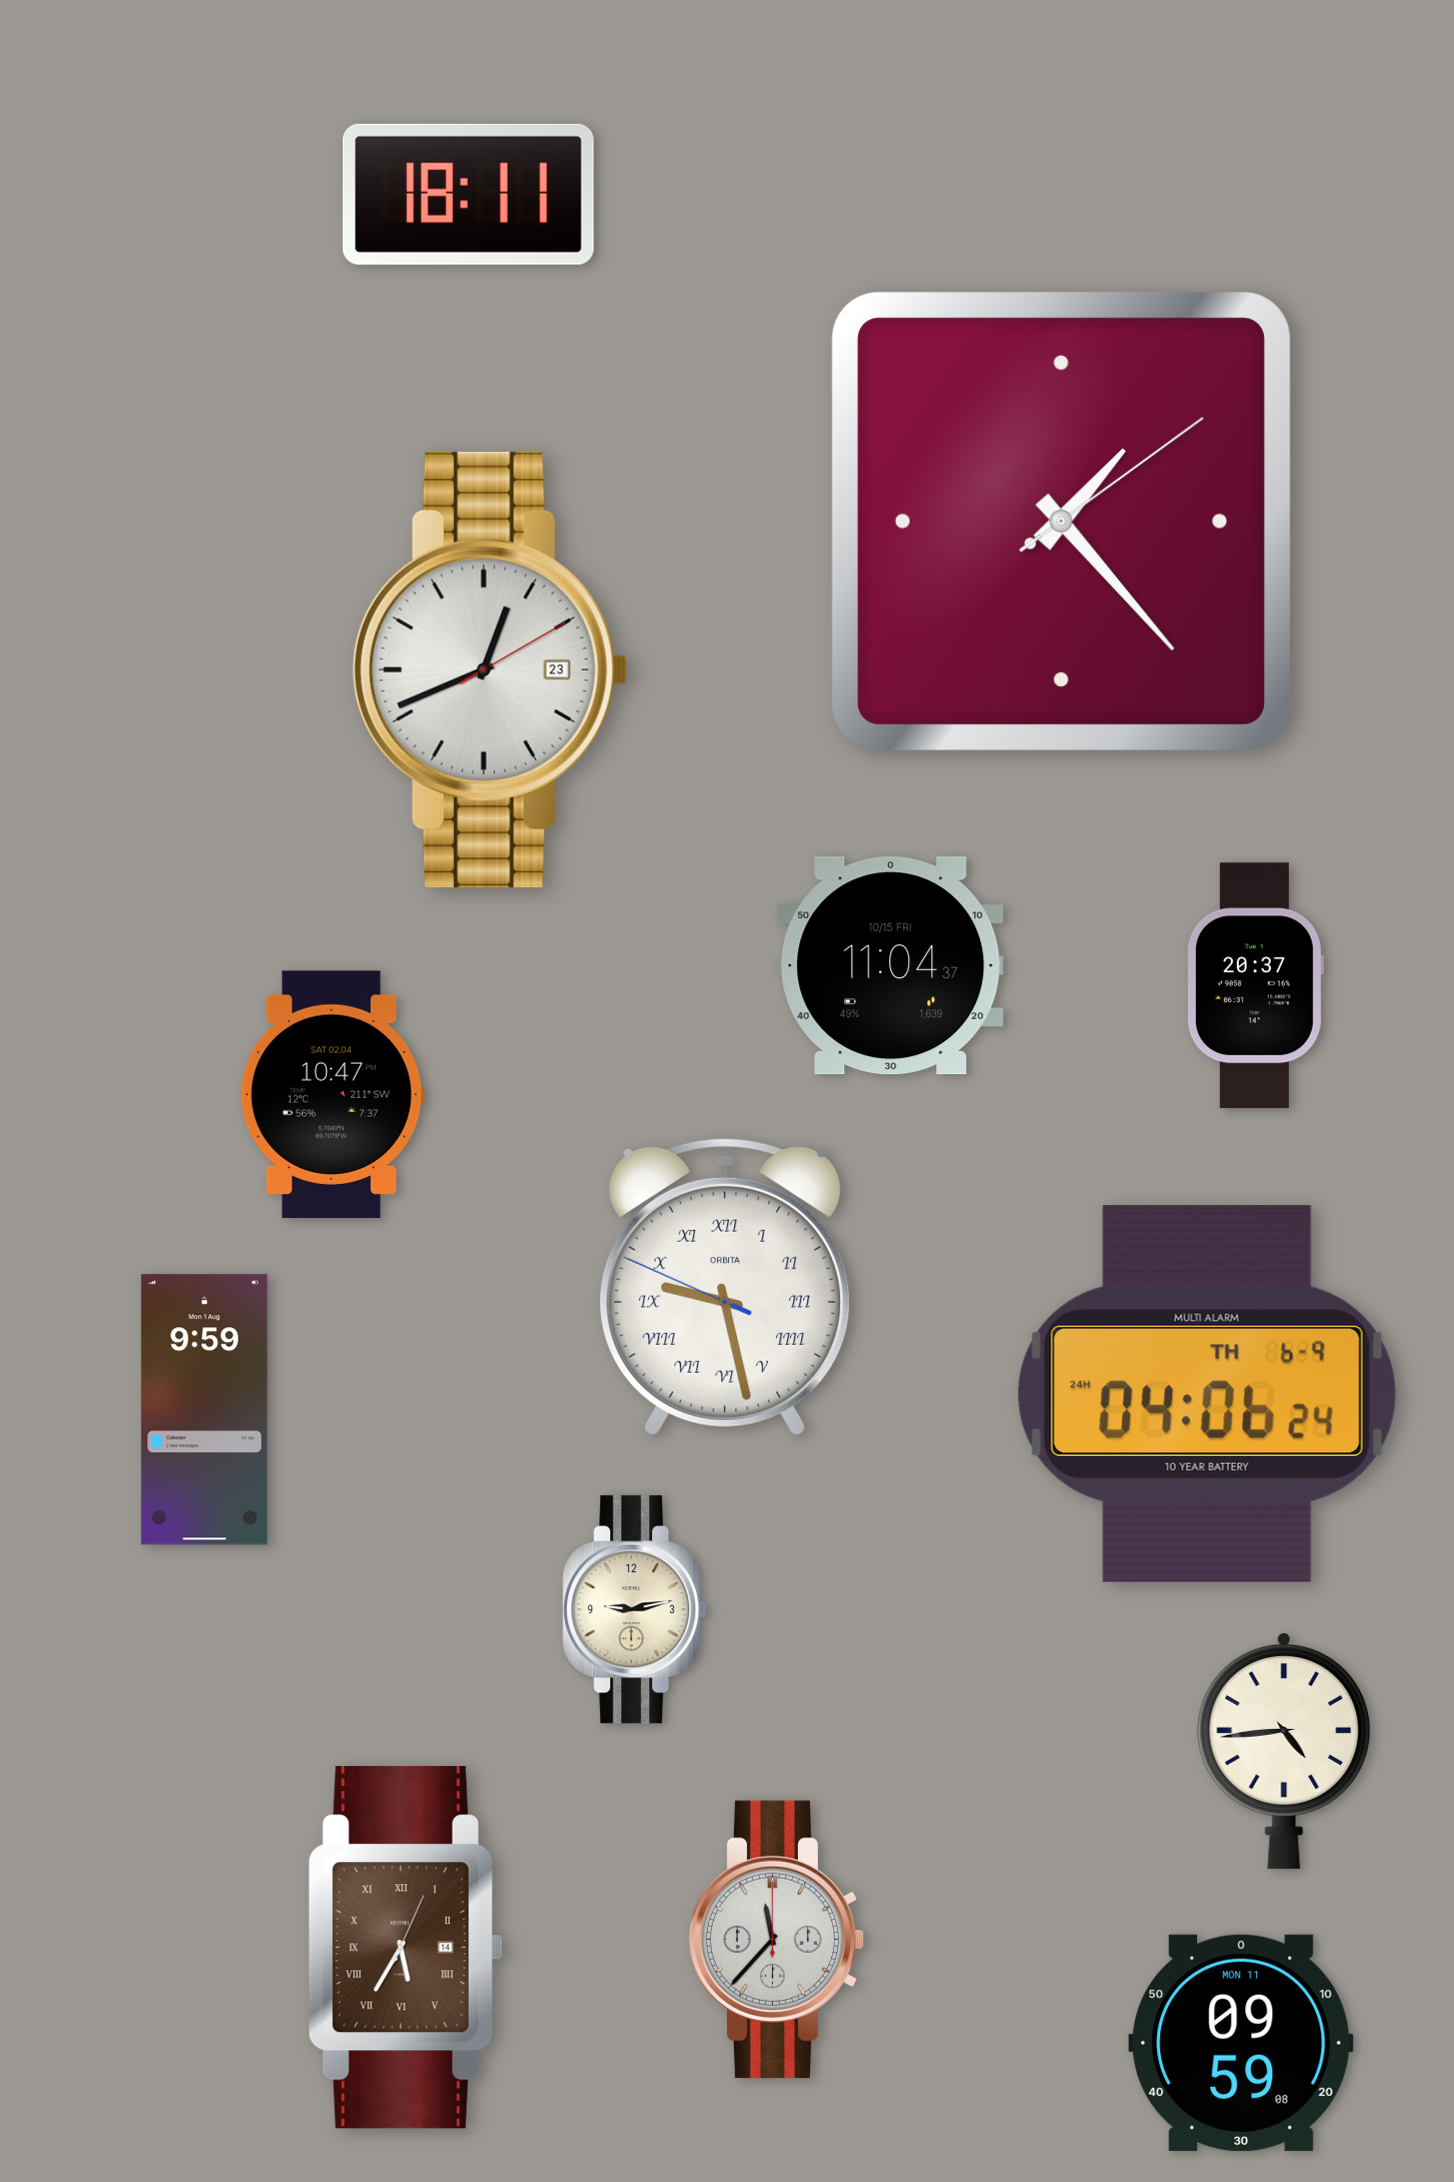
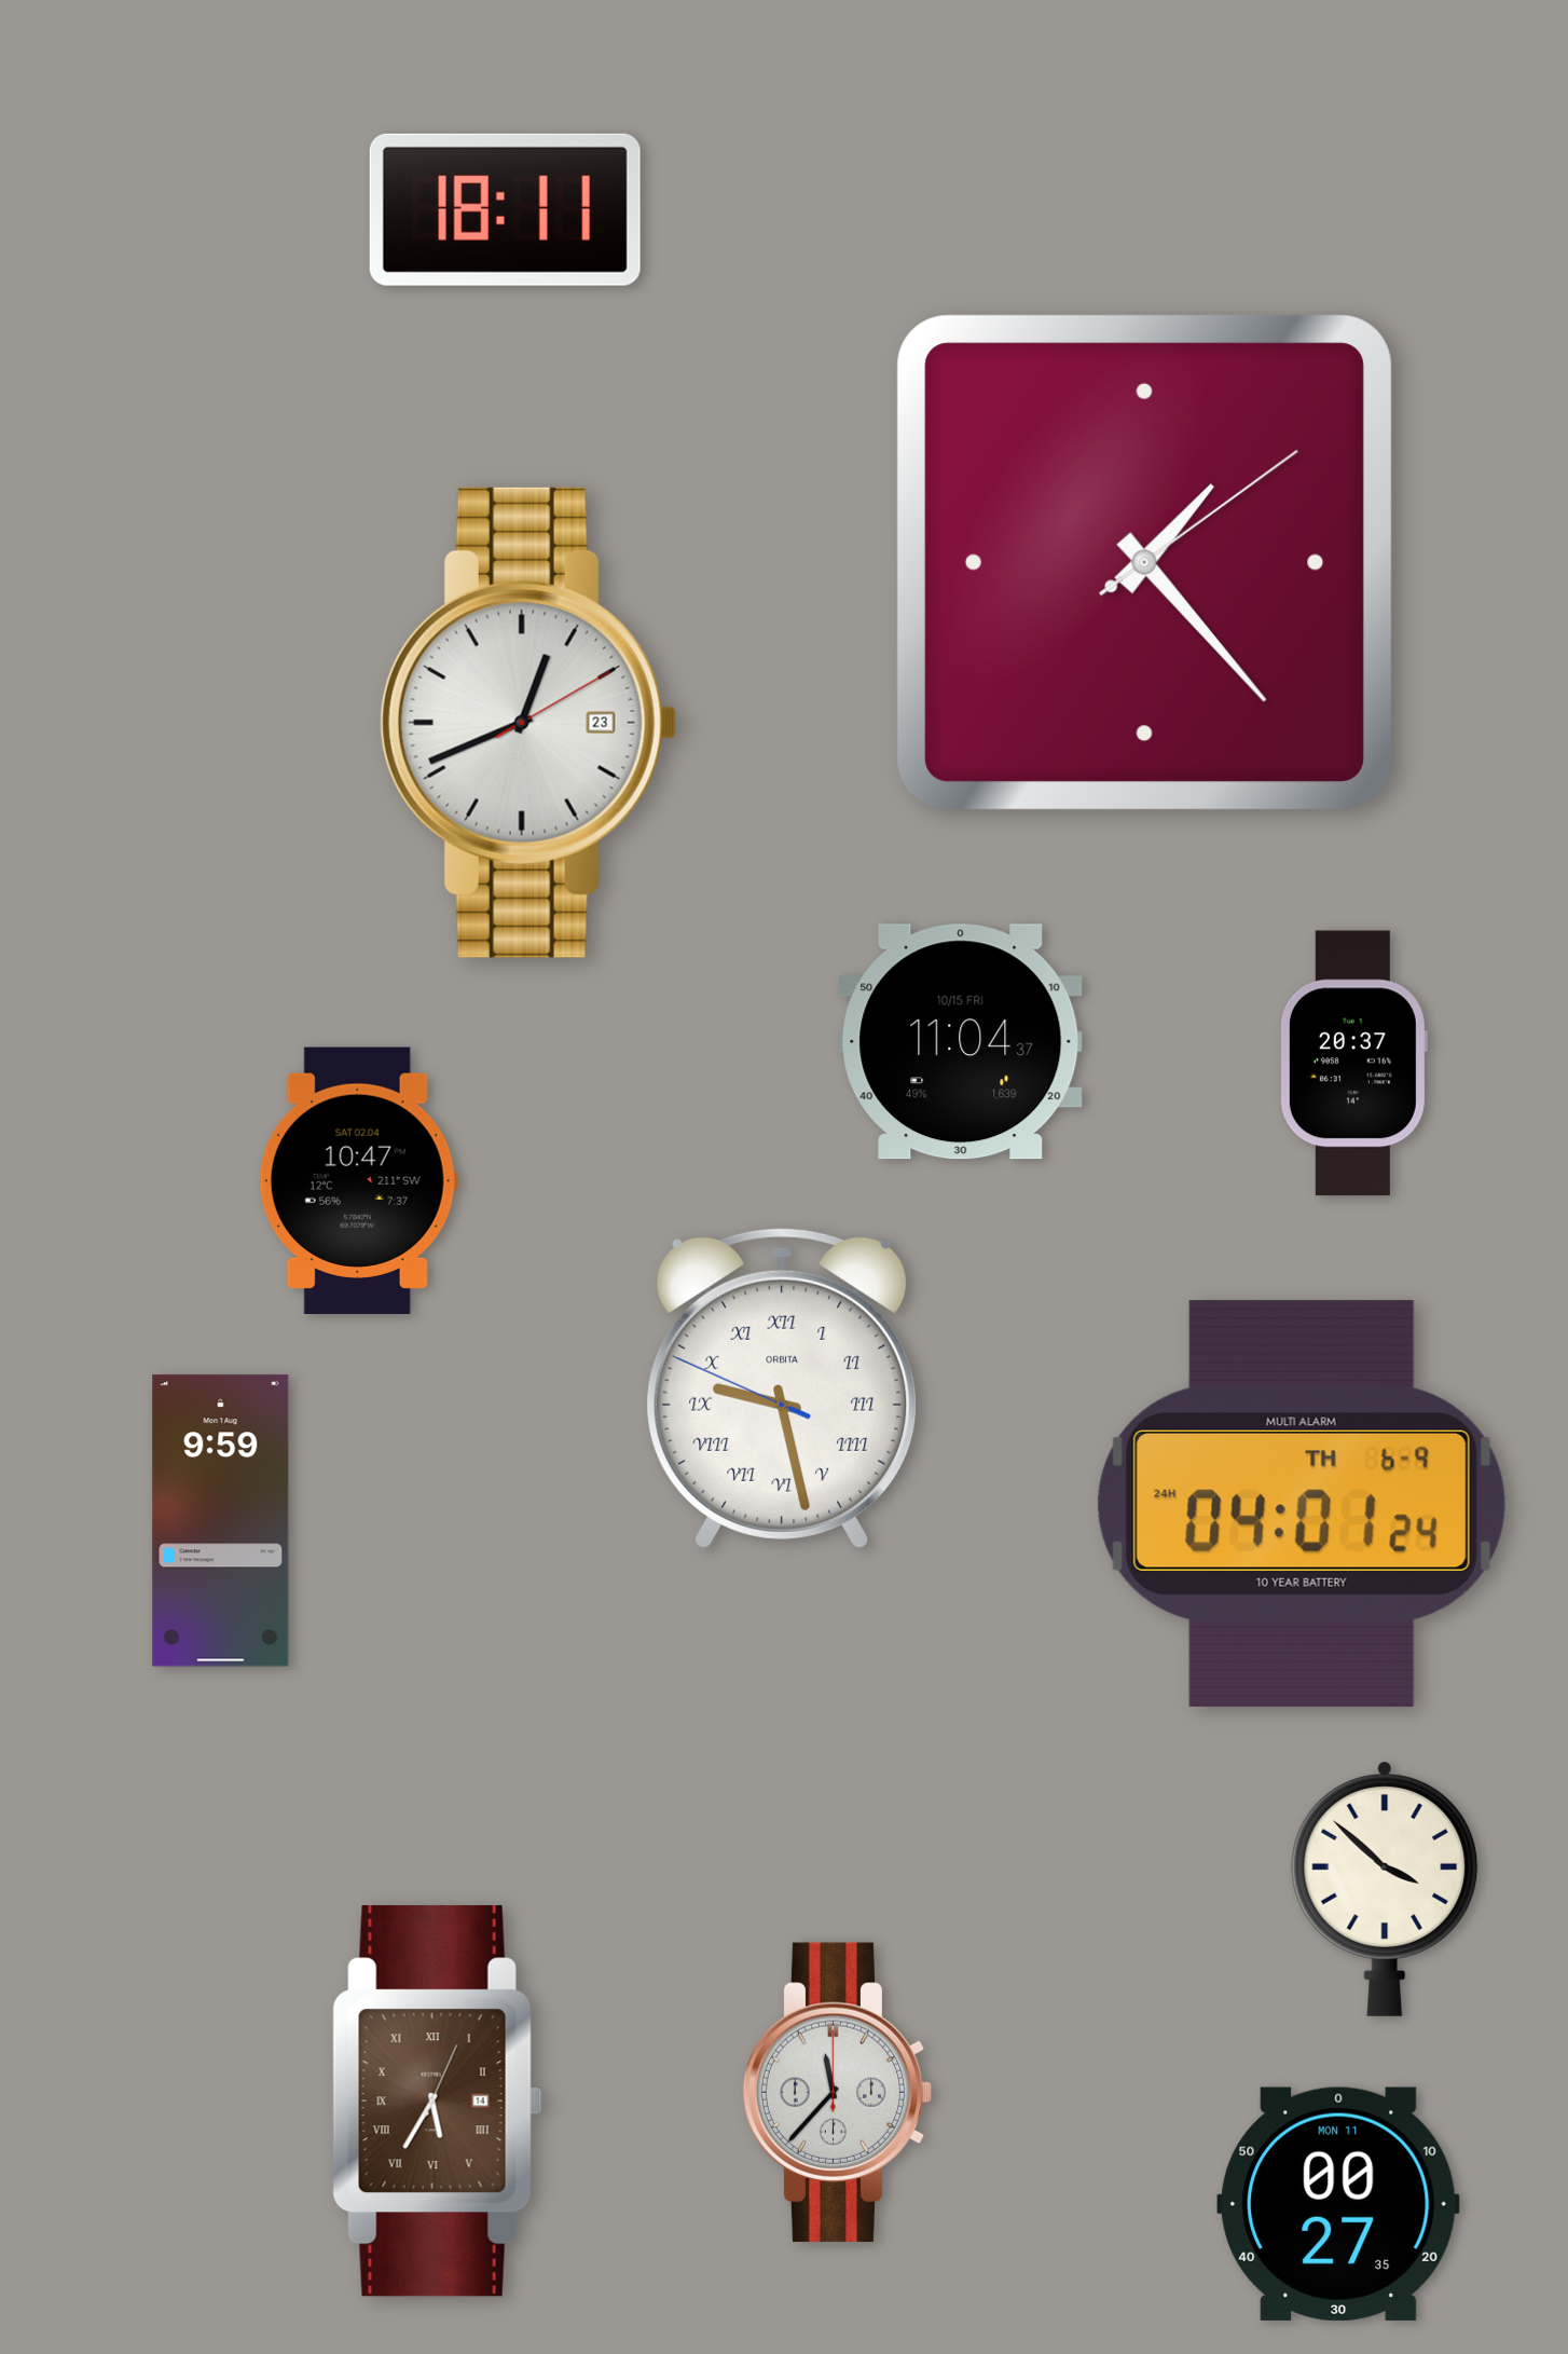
clock at (1207, 1394): 04:06 -> 04:01
clock at (635, 1610): 9:13 -> none
clock at (1284, 1751): 4:44 -> 3:52
clock at (1241, 2043): 09:59 -> 00:27
